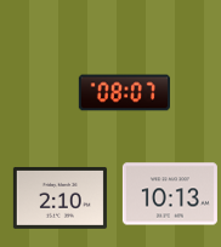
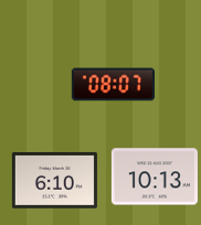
clock at (59, 197): 2:10 -> 6:10
